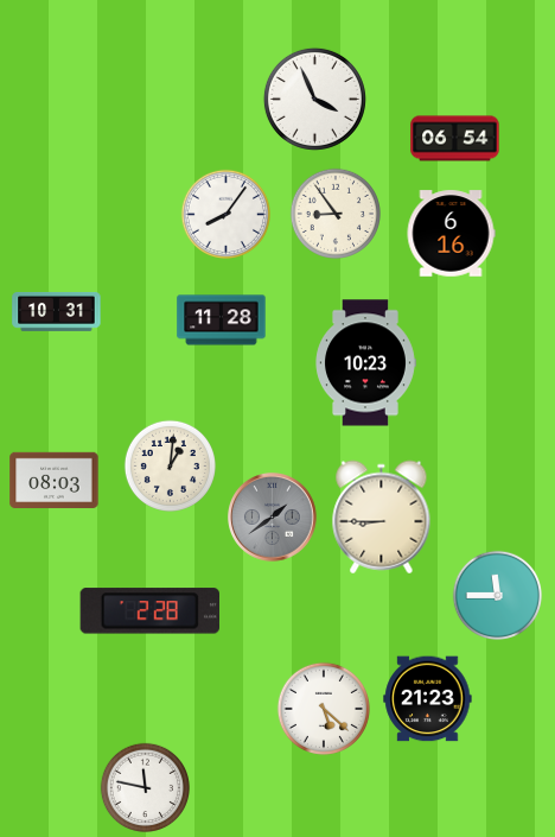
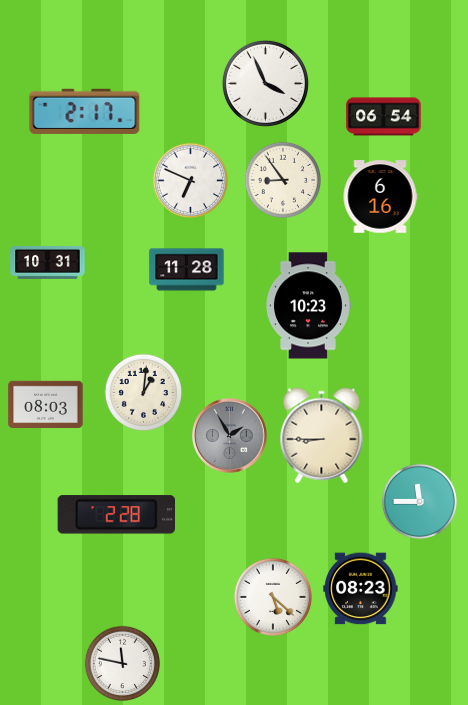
clock at (85, 111): none -> 2:17
clock at (225, 214): 8:06 -> 6:49
clock at (273, 518): 1:39 -> 1:55
clock at (149, 611) position: (149, 611) -> (116, 515)
clock at (428, 699): 21:23 -> 08:23
